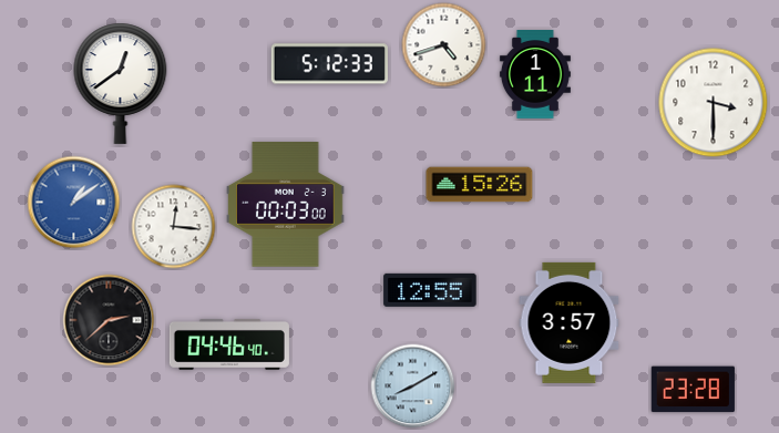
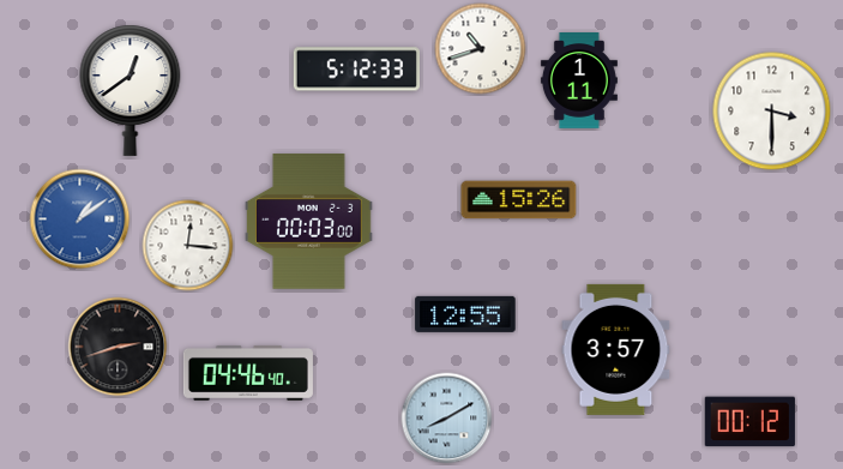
clock at (444, 45): 4:42 -> 10:42
clock at (109, 320): 2:38 -> 2:42
clock at (693, 390): 23:28 -> 00:12
